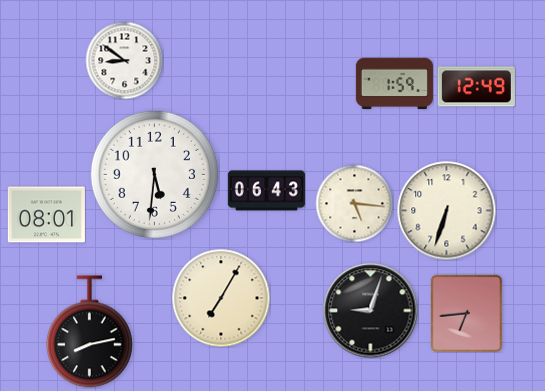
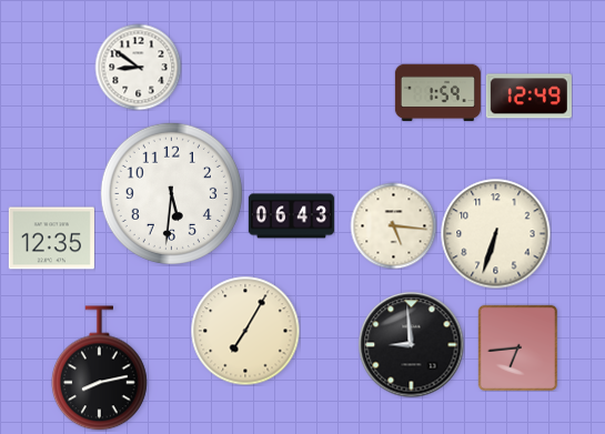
clock at (266, 191) position: (266, 191) -> (291, 216)
clock at (46, 215): 08:01 -> 12:35
clock at (370, 310): 9:03 -> 8:59
